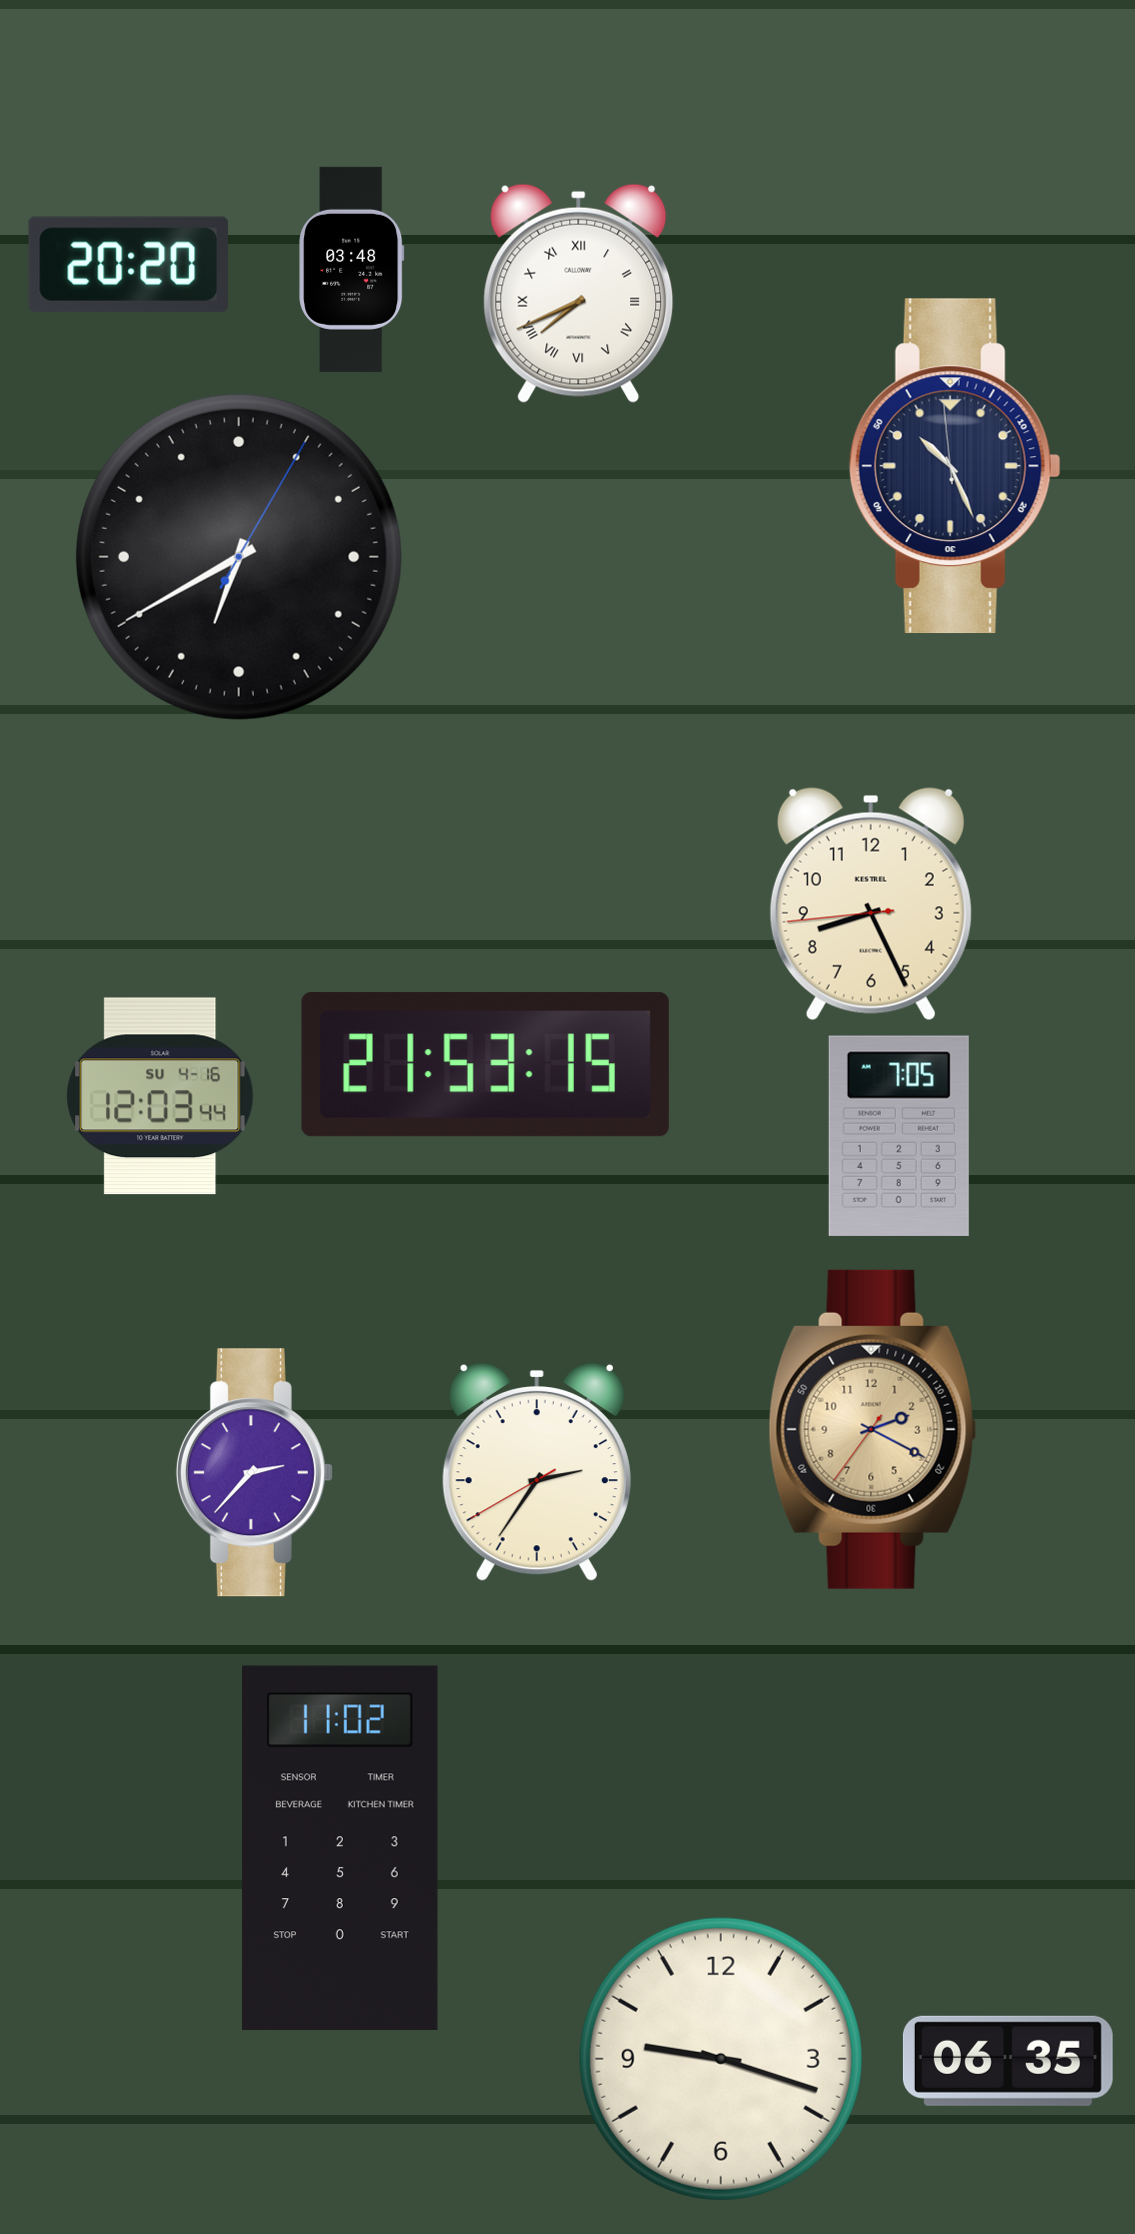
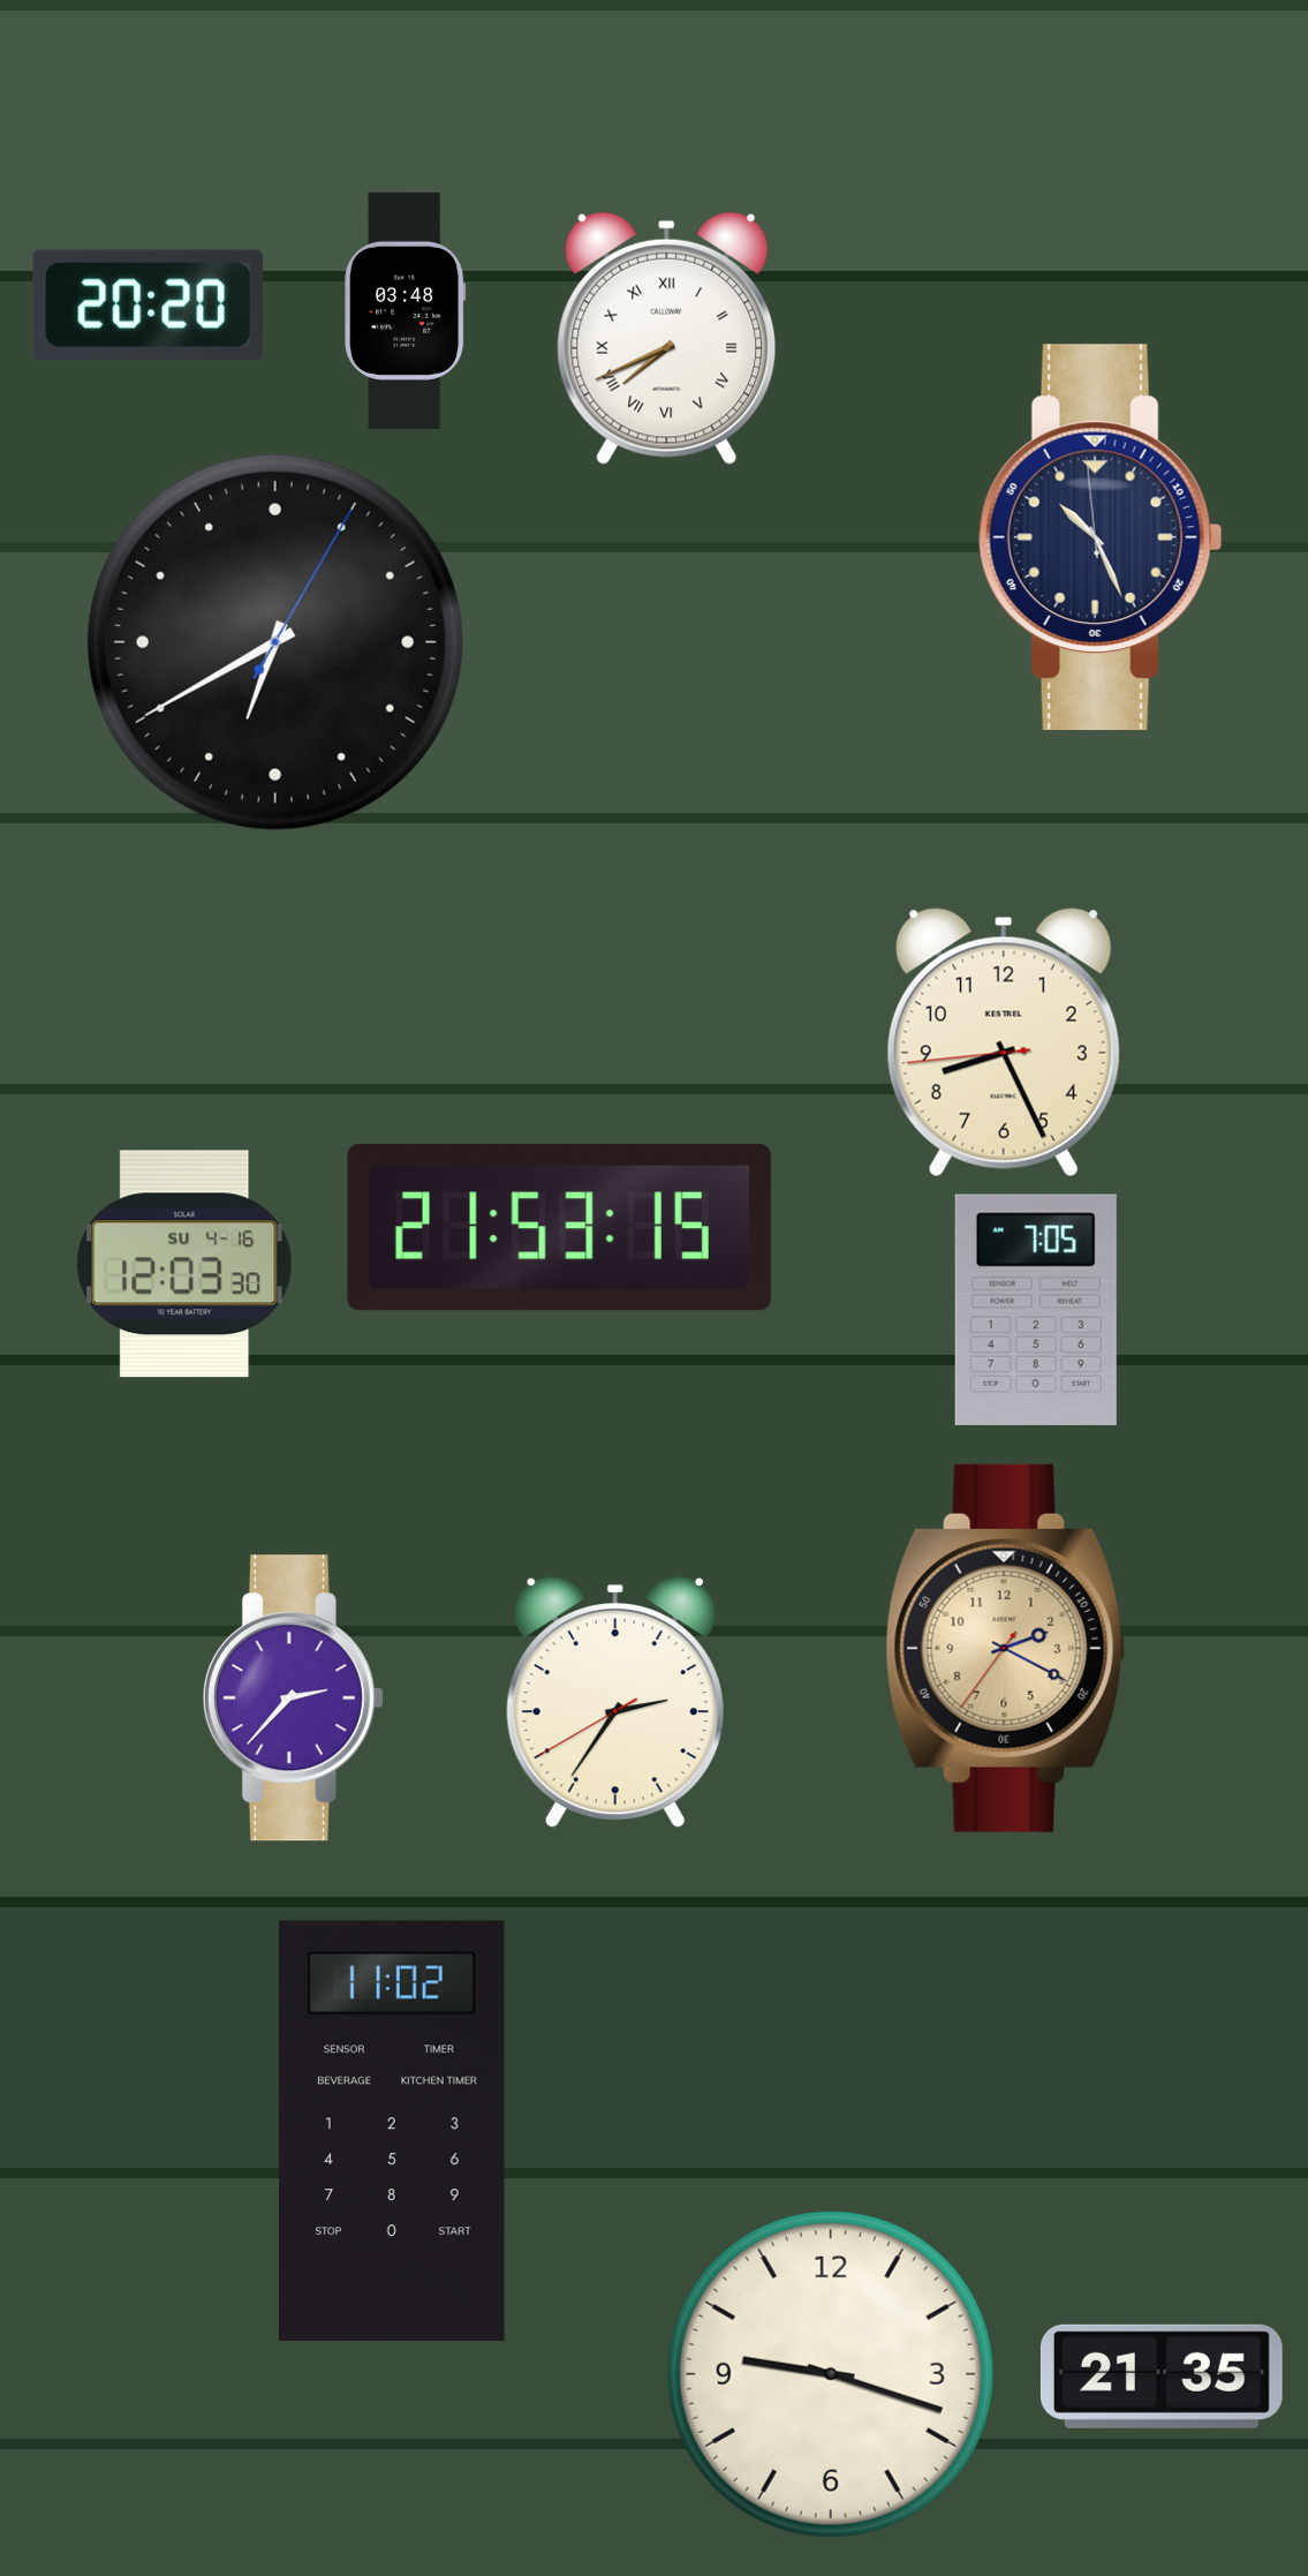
clock at (160, 1096): 12:03:44 -> 12:03:30
clock at (537, 1472) position: (537, 1472) -> (615, 1702)
clock at (1008, 2061): 06:35 -> 21:35
